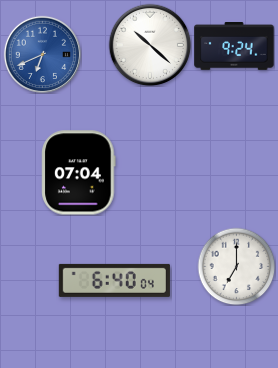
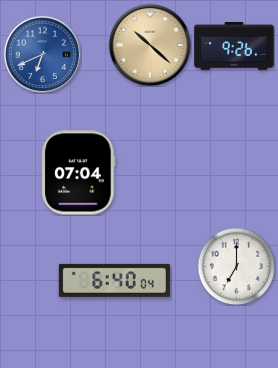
clock at (150, 45) dial: white -> champagne
clock at (234, 47): 9:24 -> 9:26
